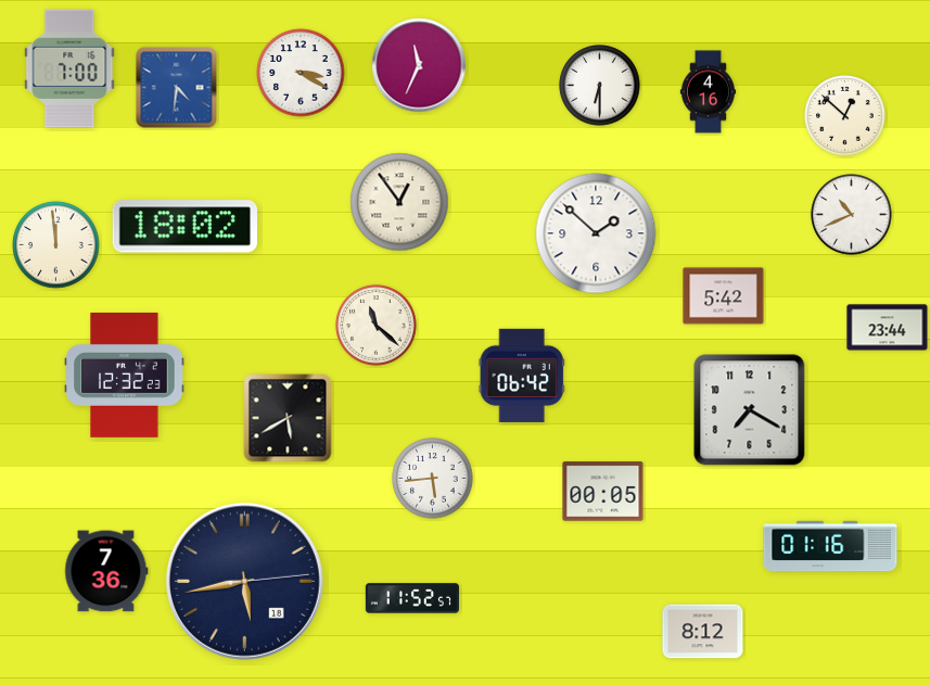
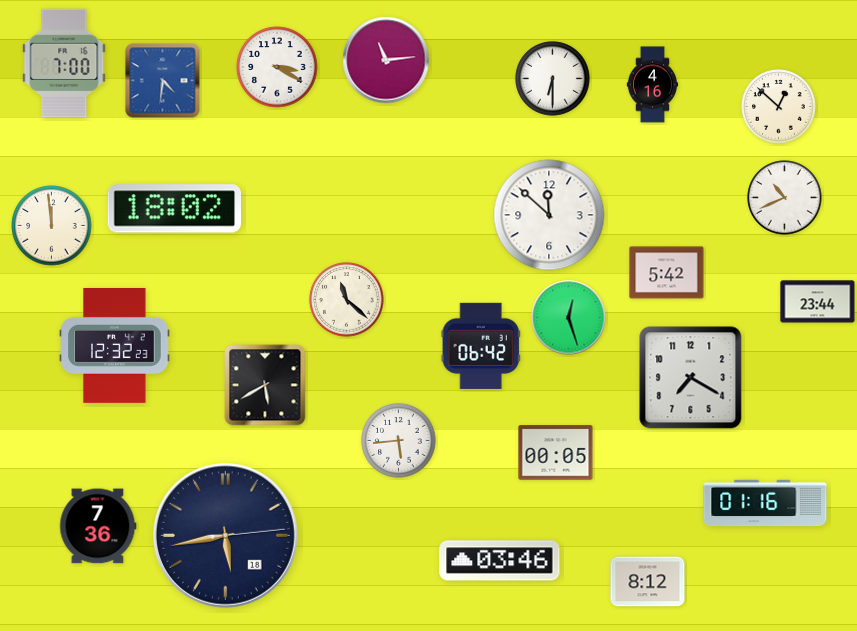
clock at (419, 65): 11:34 -> 11:14
clock at (399, 202): 12:54 -> none
clock at (186, 227) position: (186, 227) -> (175, 209)
clock at (596, 233): 1:52 -> 11:52
clock at (569, 318): none -> 12:27
clock at (412, 598): 11:52 -> none
clock at (500, 561): none -> 03:46
